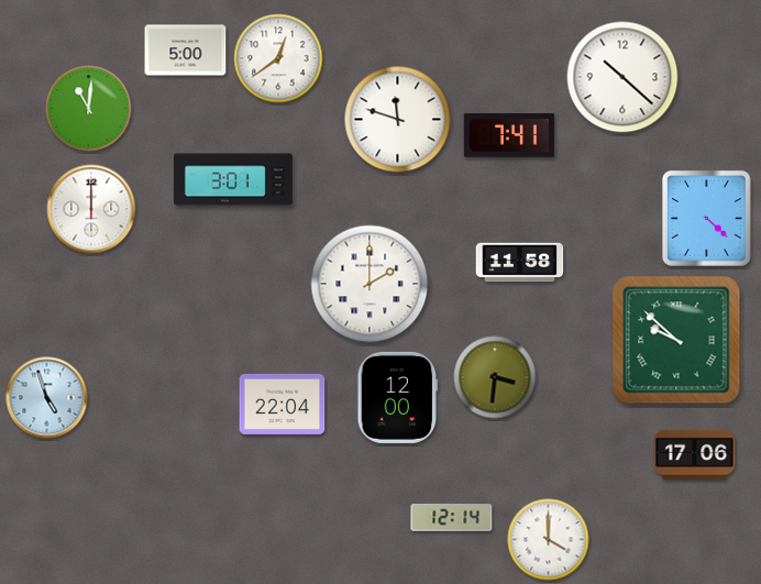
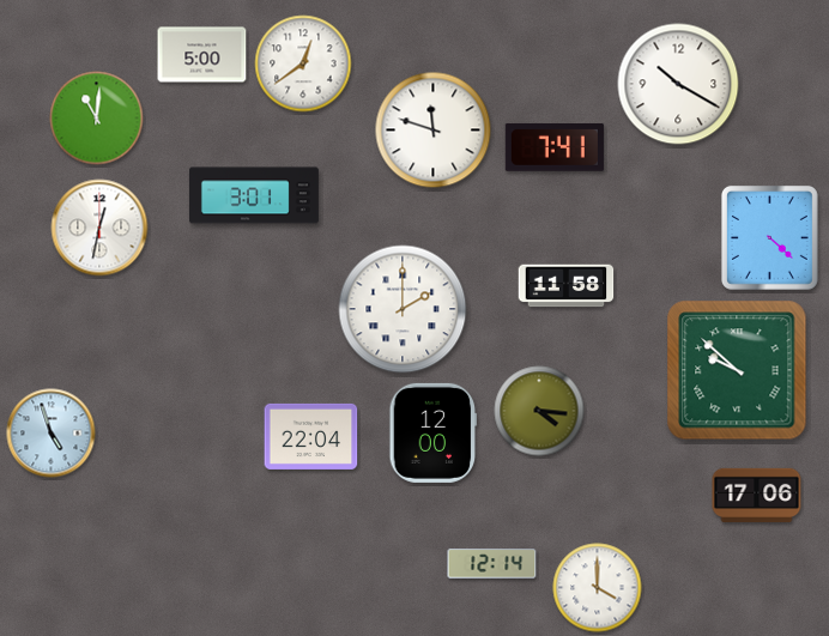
clock at (622, 77): 10:22 -> 10:20
clock at (91, 209): 12:00 -> 12:32
clock at (495, 377): 3:31 -> 4:16
clock at (283, 404) position: (283, 404) -> (311, 436)
